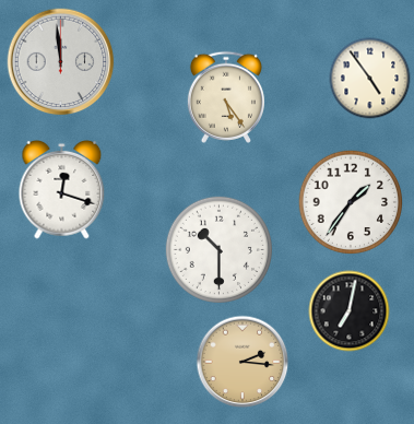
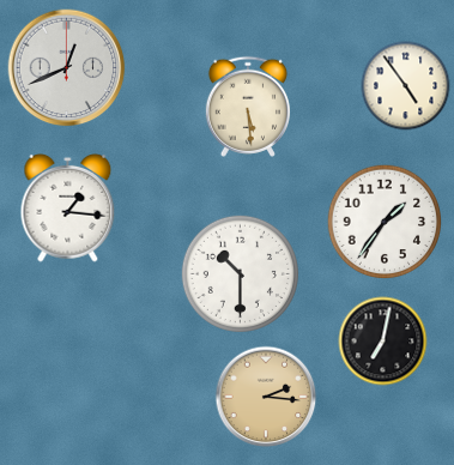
clock at (61, 62): 11:59 -> 12:41
clock at (226, 97): 5:24 -> 5:29
clock at (62, 189): 12:18 -> 1:16
